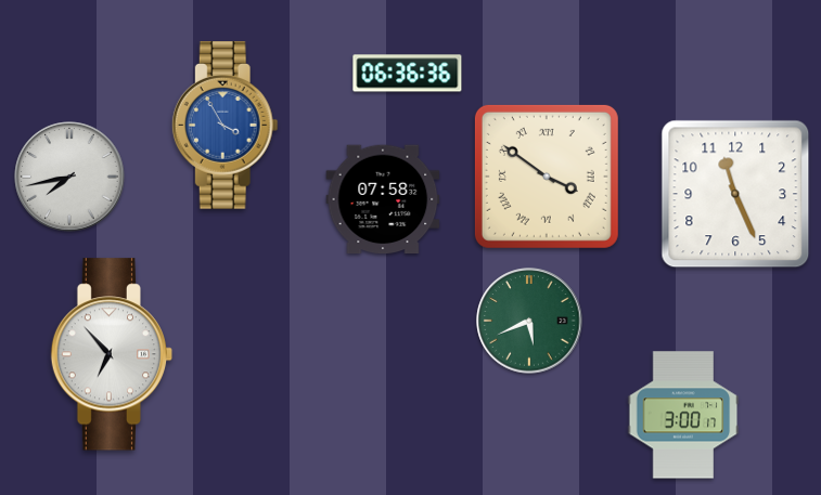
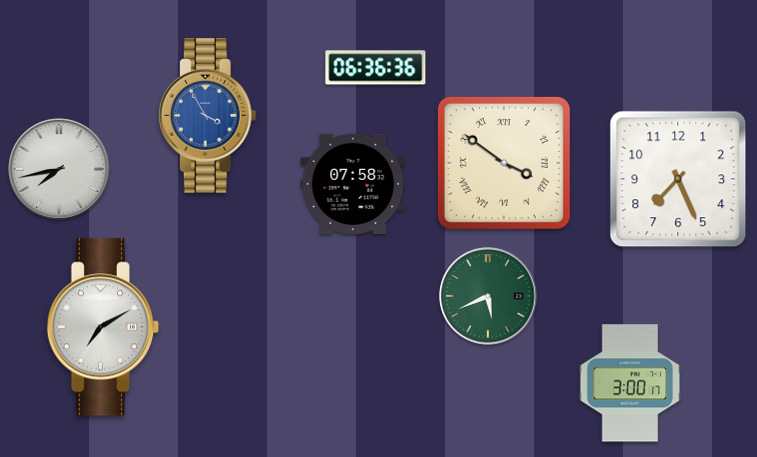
clock at (69, 177) position: (69, 177) -> (59, 169)
clock at (735, 194): 11:26 -> 7:26
clock at (112, 354): 6:53 -> 7:10
